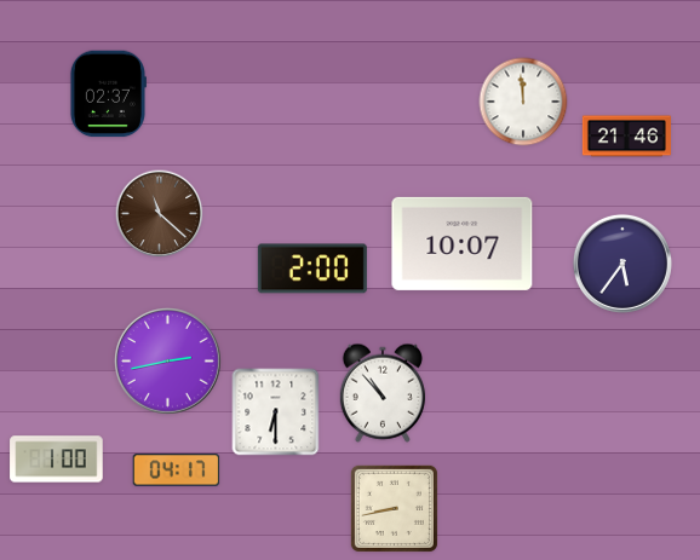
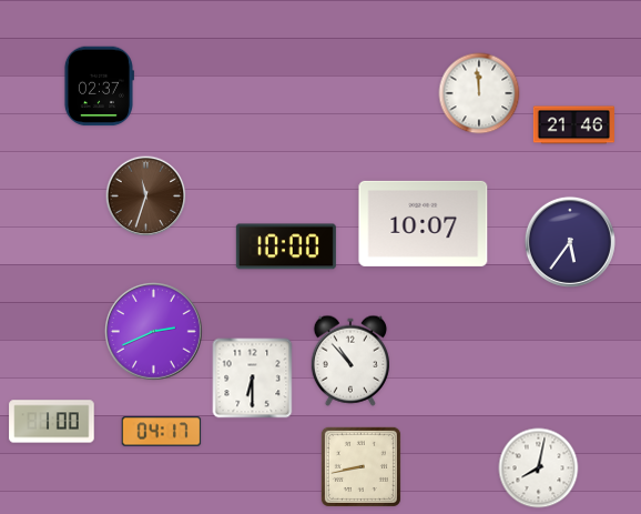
clock at (160, 214): 11:22 -> 11:33
clock at (312, 269): 2:00 -> 10:00
clock at (168, 362): 2:43 -> 2:41
clock at (539, 468): none -> 8:02
